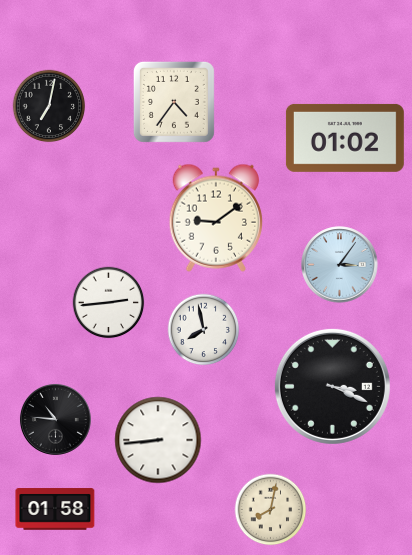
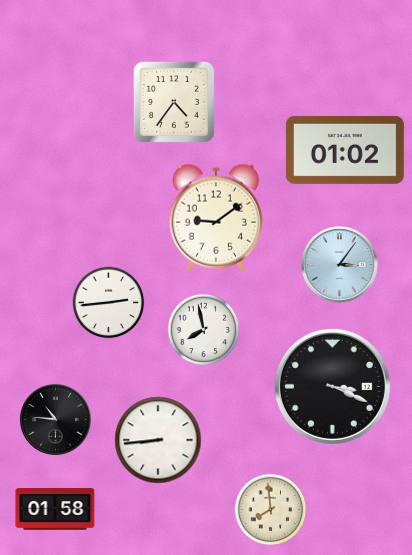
clock at (49, 106): 7:02 -> none
clock at (345, 138) position: (345, 138) -> (345, 150)
clock at (271, 510): 8:02 -> 7:59
